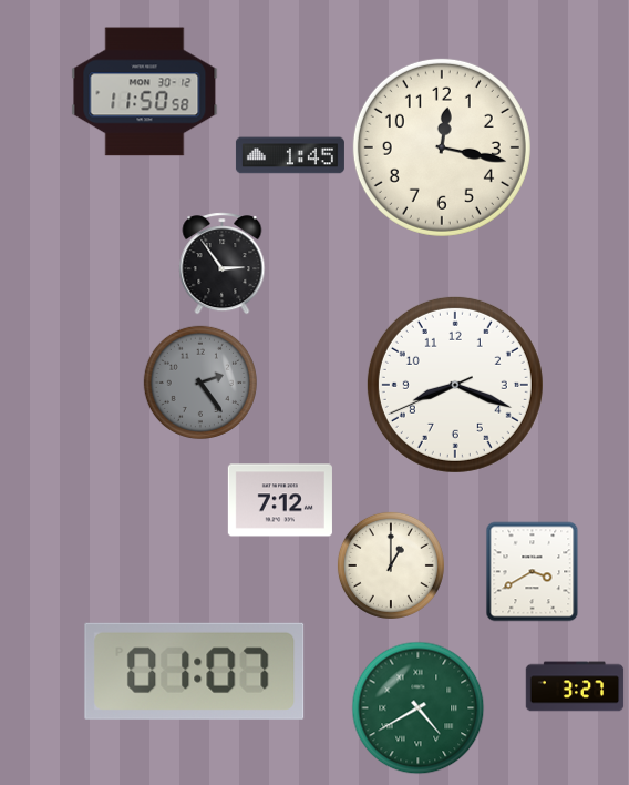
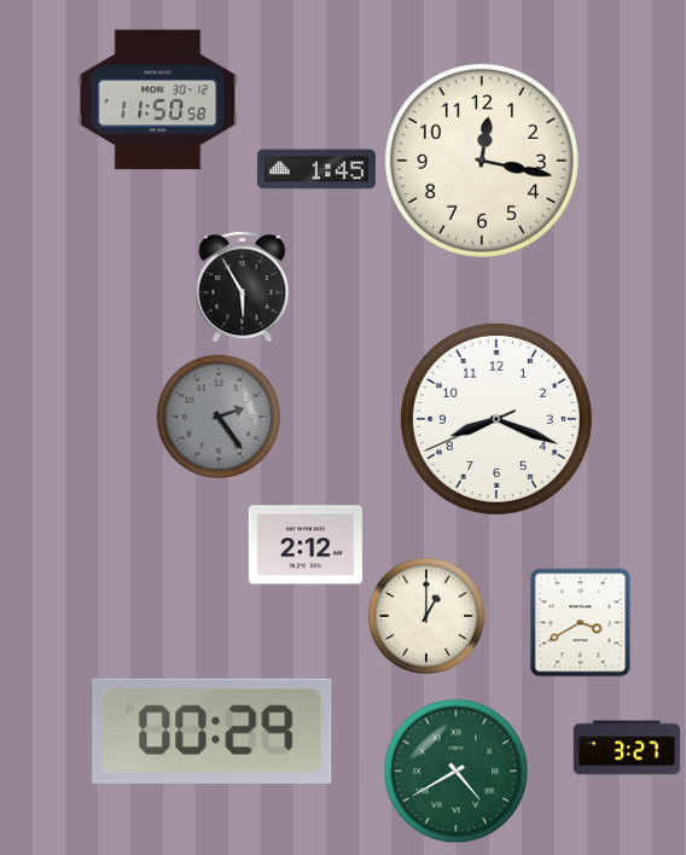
clock at (223, 263): 2:54 -> 5:55
clock at (280, 500): 7:12 -> 2:12
clock at (195, 671): 01:07 -> 00:29
